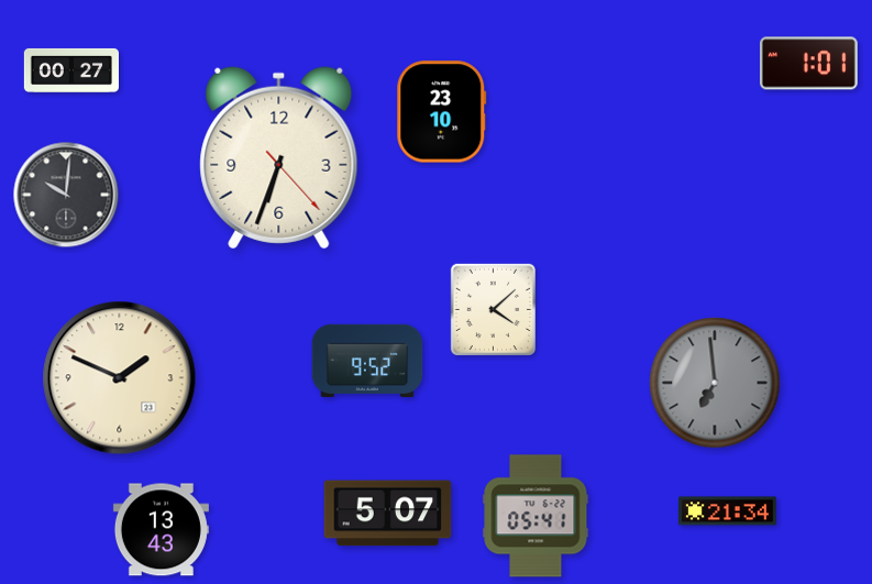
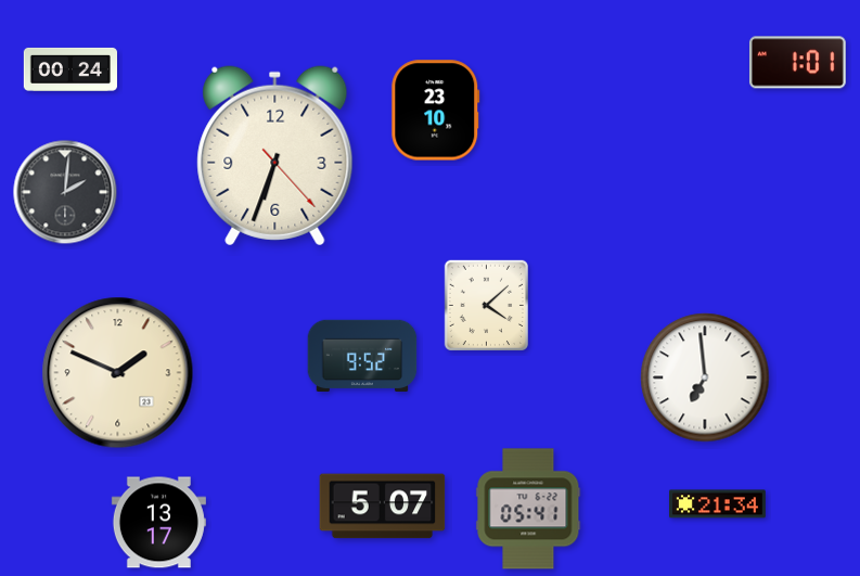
clock at (70, 70): 00:27 -> 00:24
clock at (66, 195): 10:01 -> 2:01
clock at (715, 383) dial: grey -> white
clock at (161, 530): 13:43 -> 13:17
